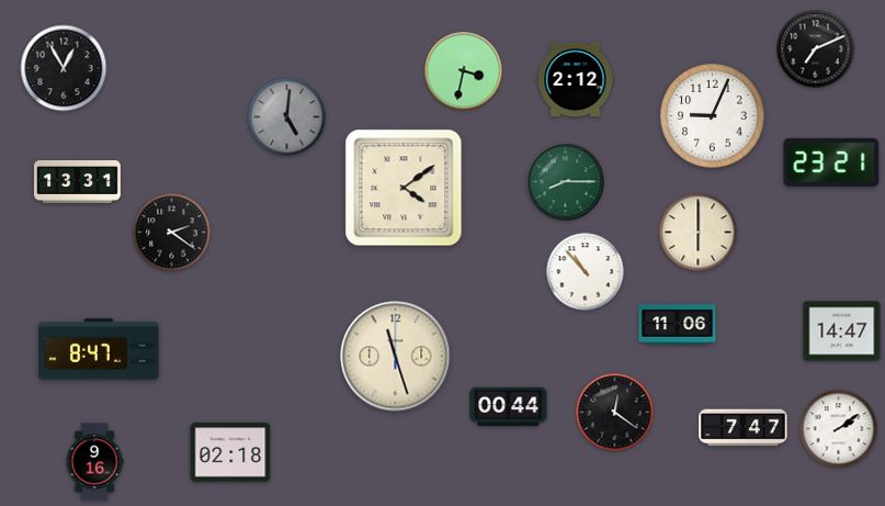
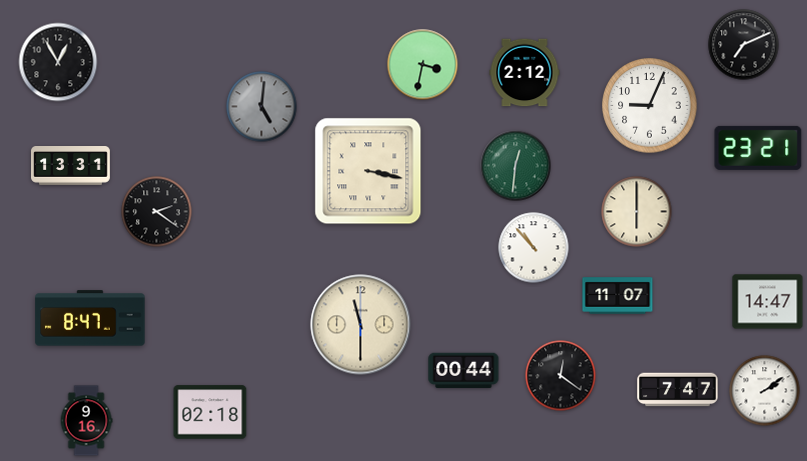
clock at (566, 182): 8:15 -> 12:31
clock at (404, 188): 4:09 -> 3:17
clock at (678, 325): 11:06 -> 11:07
clock at (396, 357): 11:27 -> 11:30
